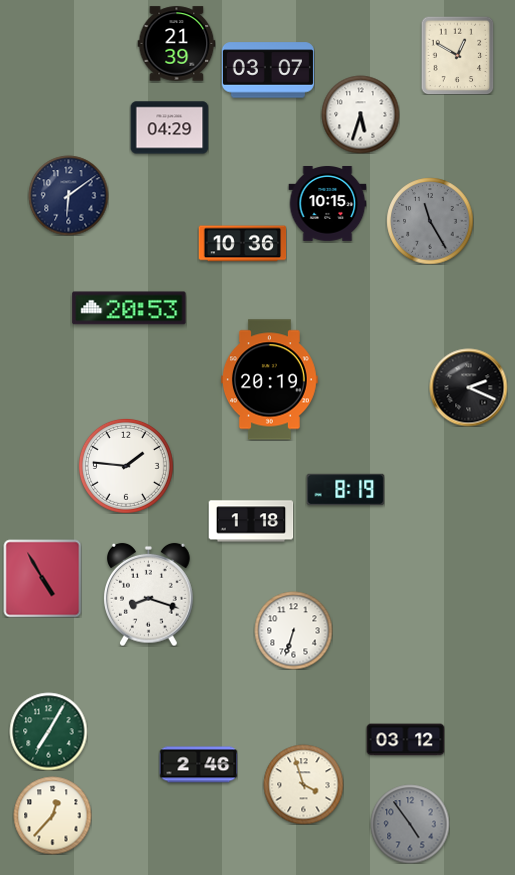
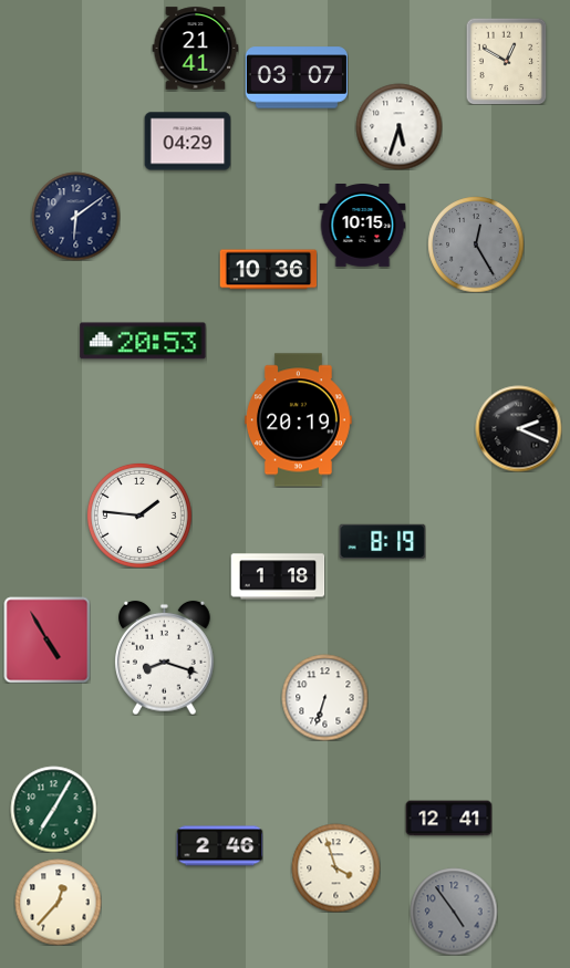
clock at (176, 44): 21:39 -> 21:41
clock at (430, 221): 11:25 -> 12:25
clock at (405, 740): 03:12 -> 12:41
